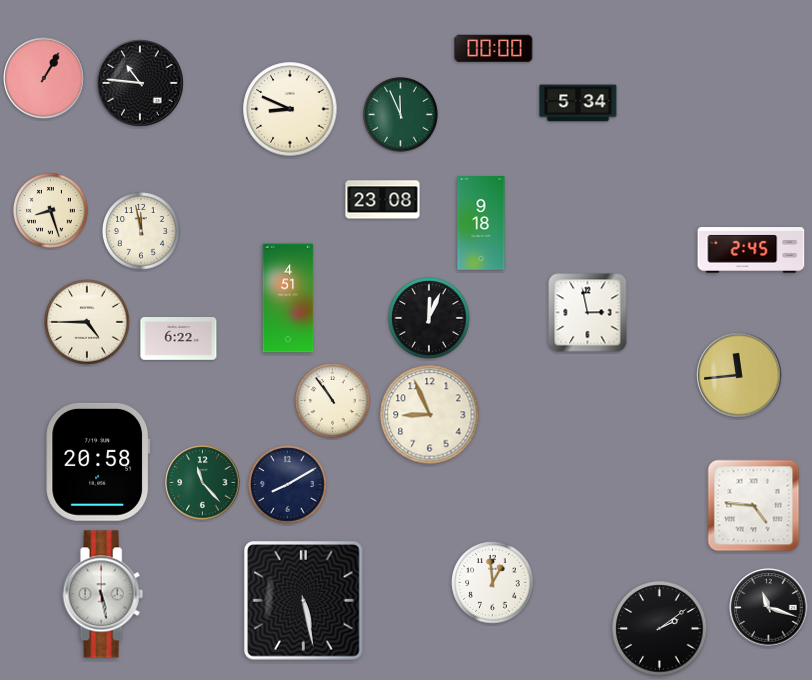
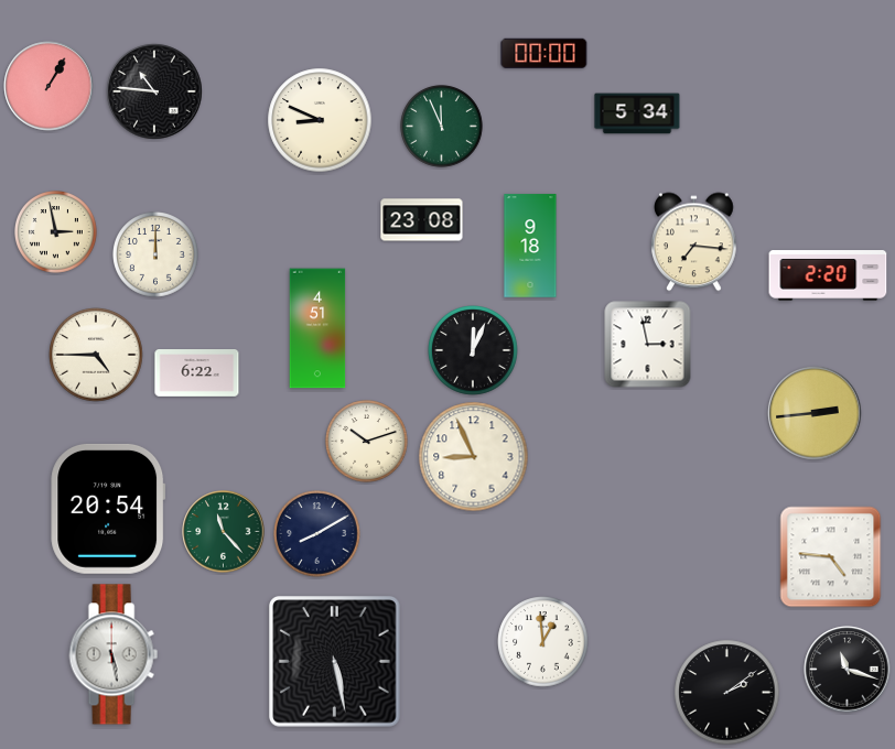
clock at (51, 211): 8:27 -> 2:58
clock at (694, 242): none -> 7:16
clock at (141, 231): 11:58 -> 12:00
clock at (751, 250): 2:45 -> 2:20
clock at (739, 375): 11:44 -> 2:44
clock at (333, 401): 10:54 -> 10:12
clock at (98, 462): 20:58 -> 20:54
